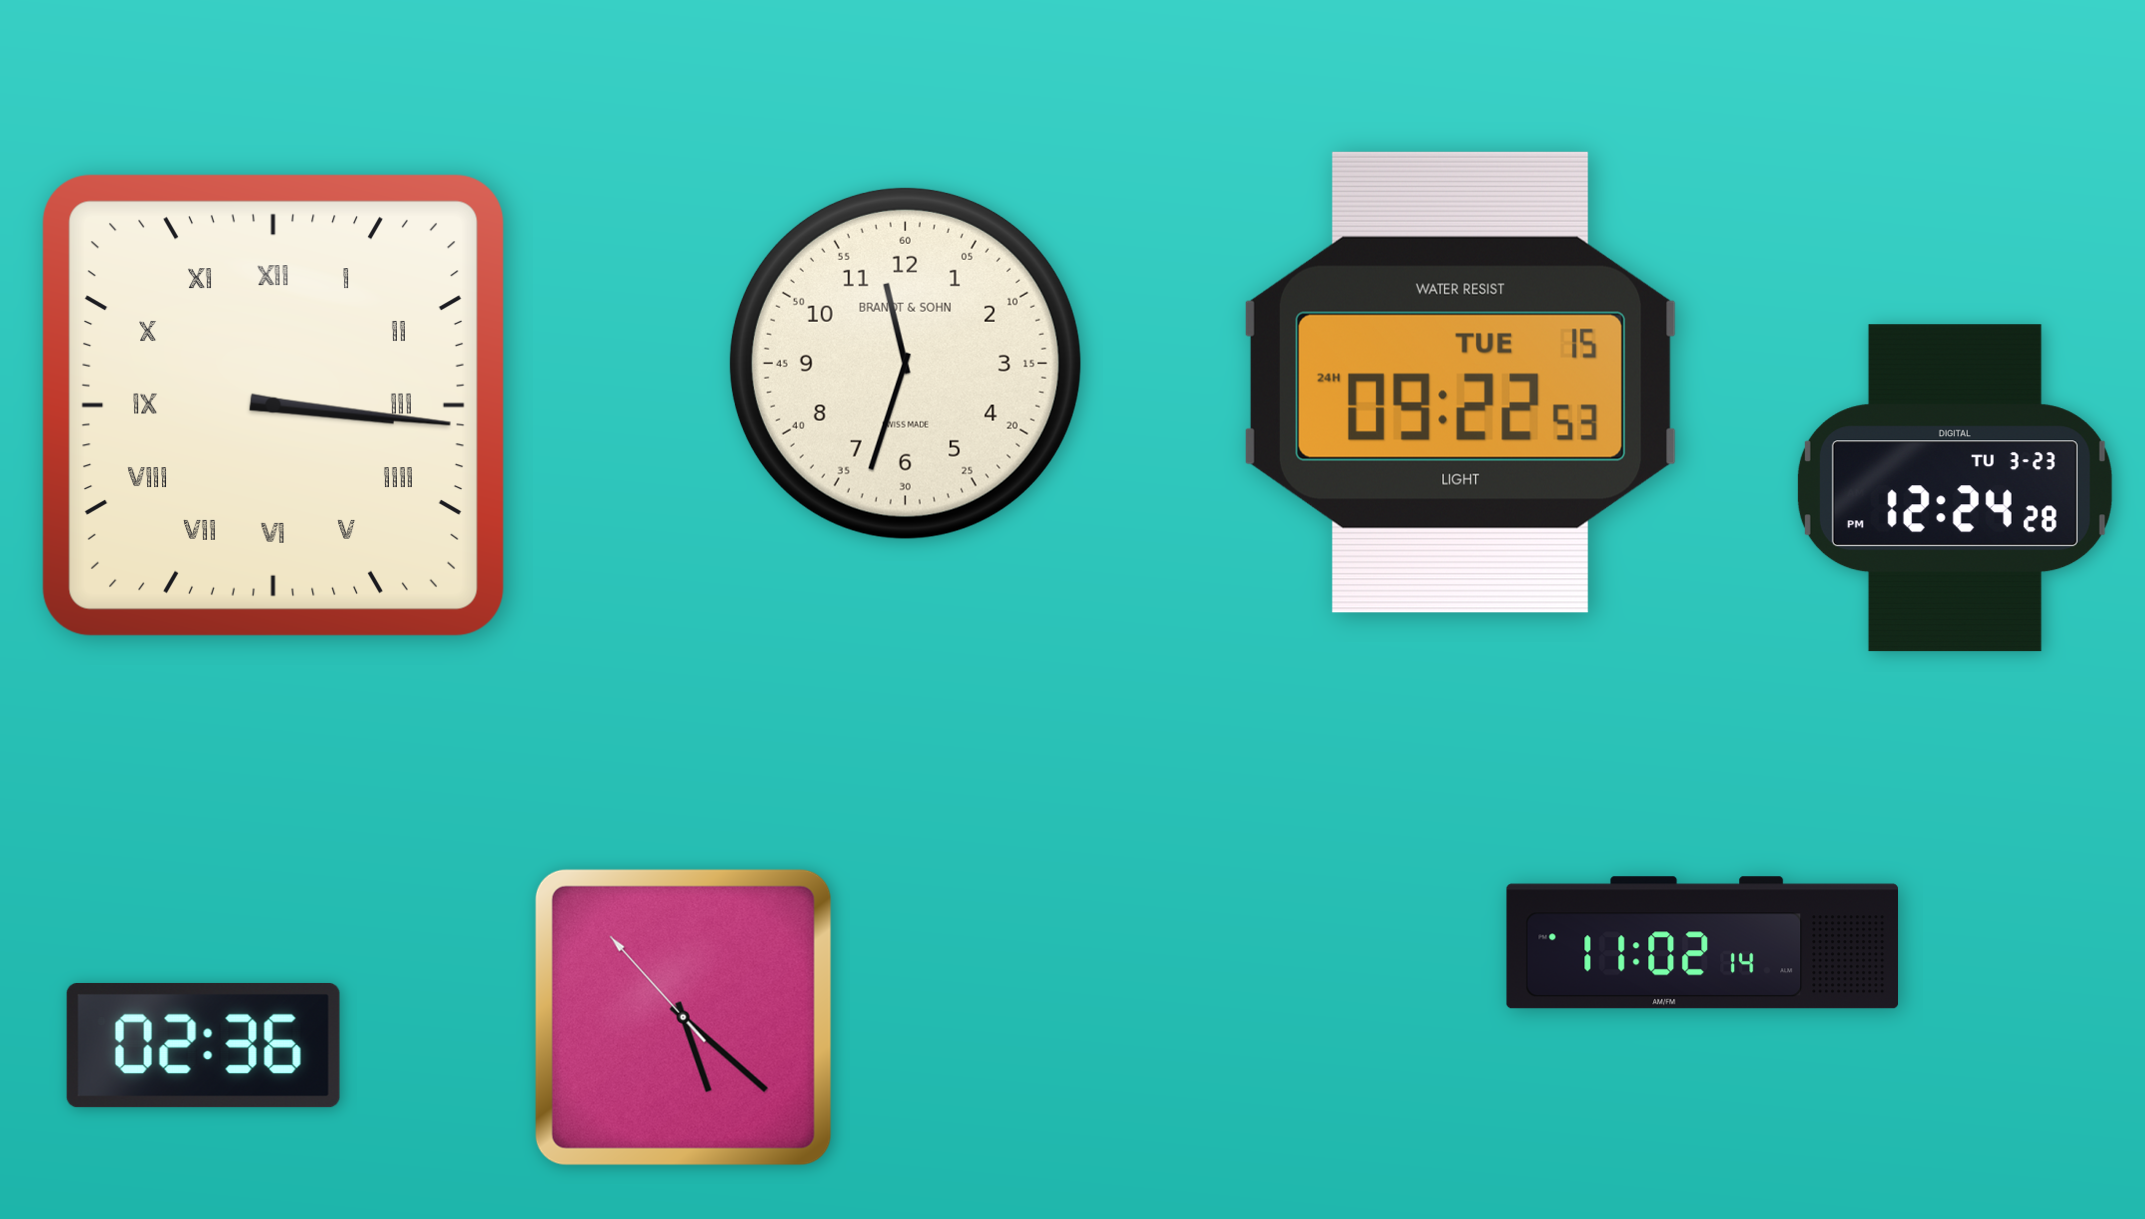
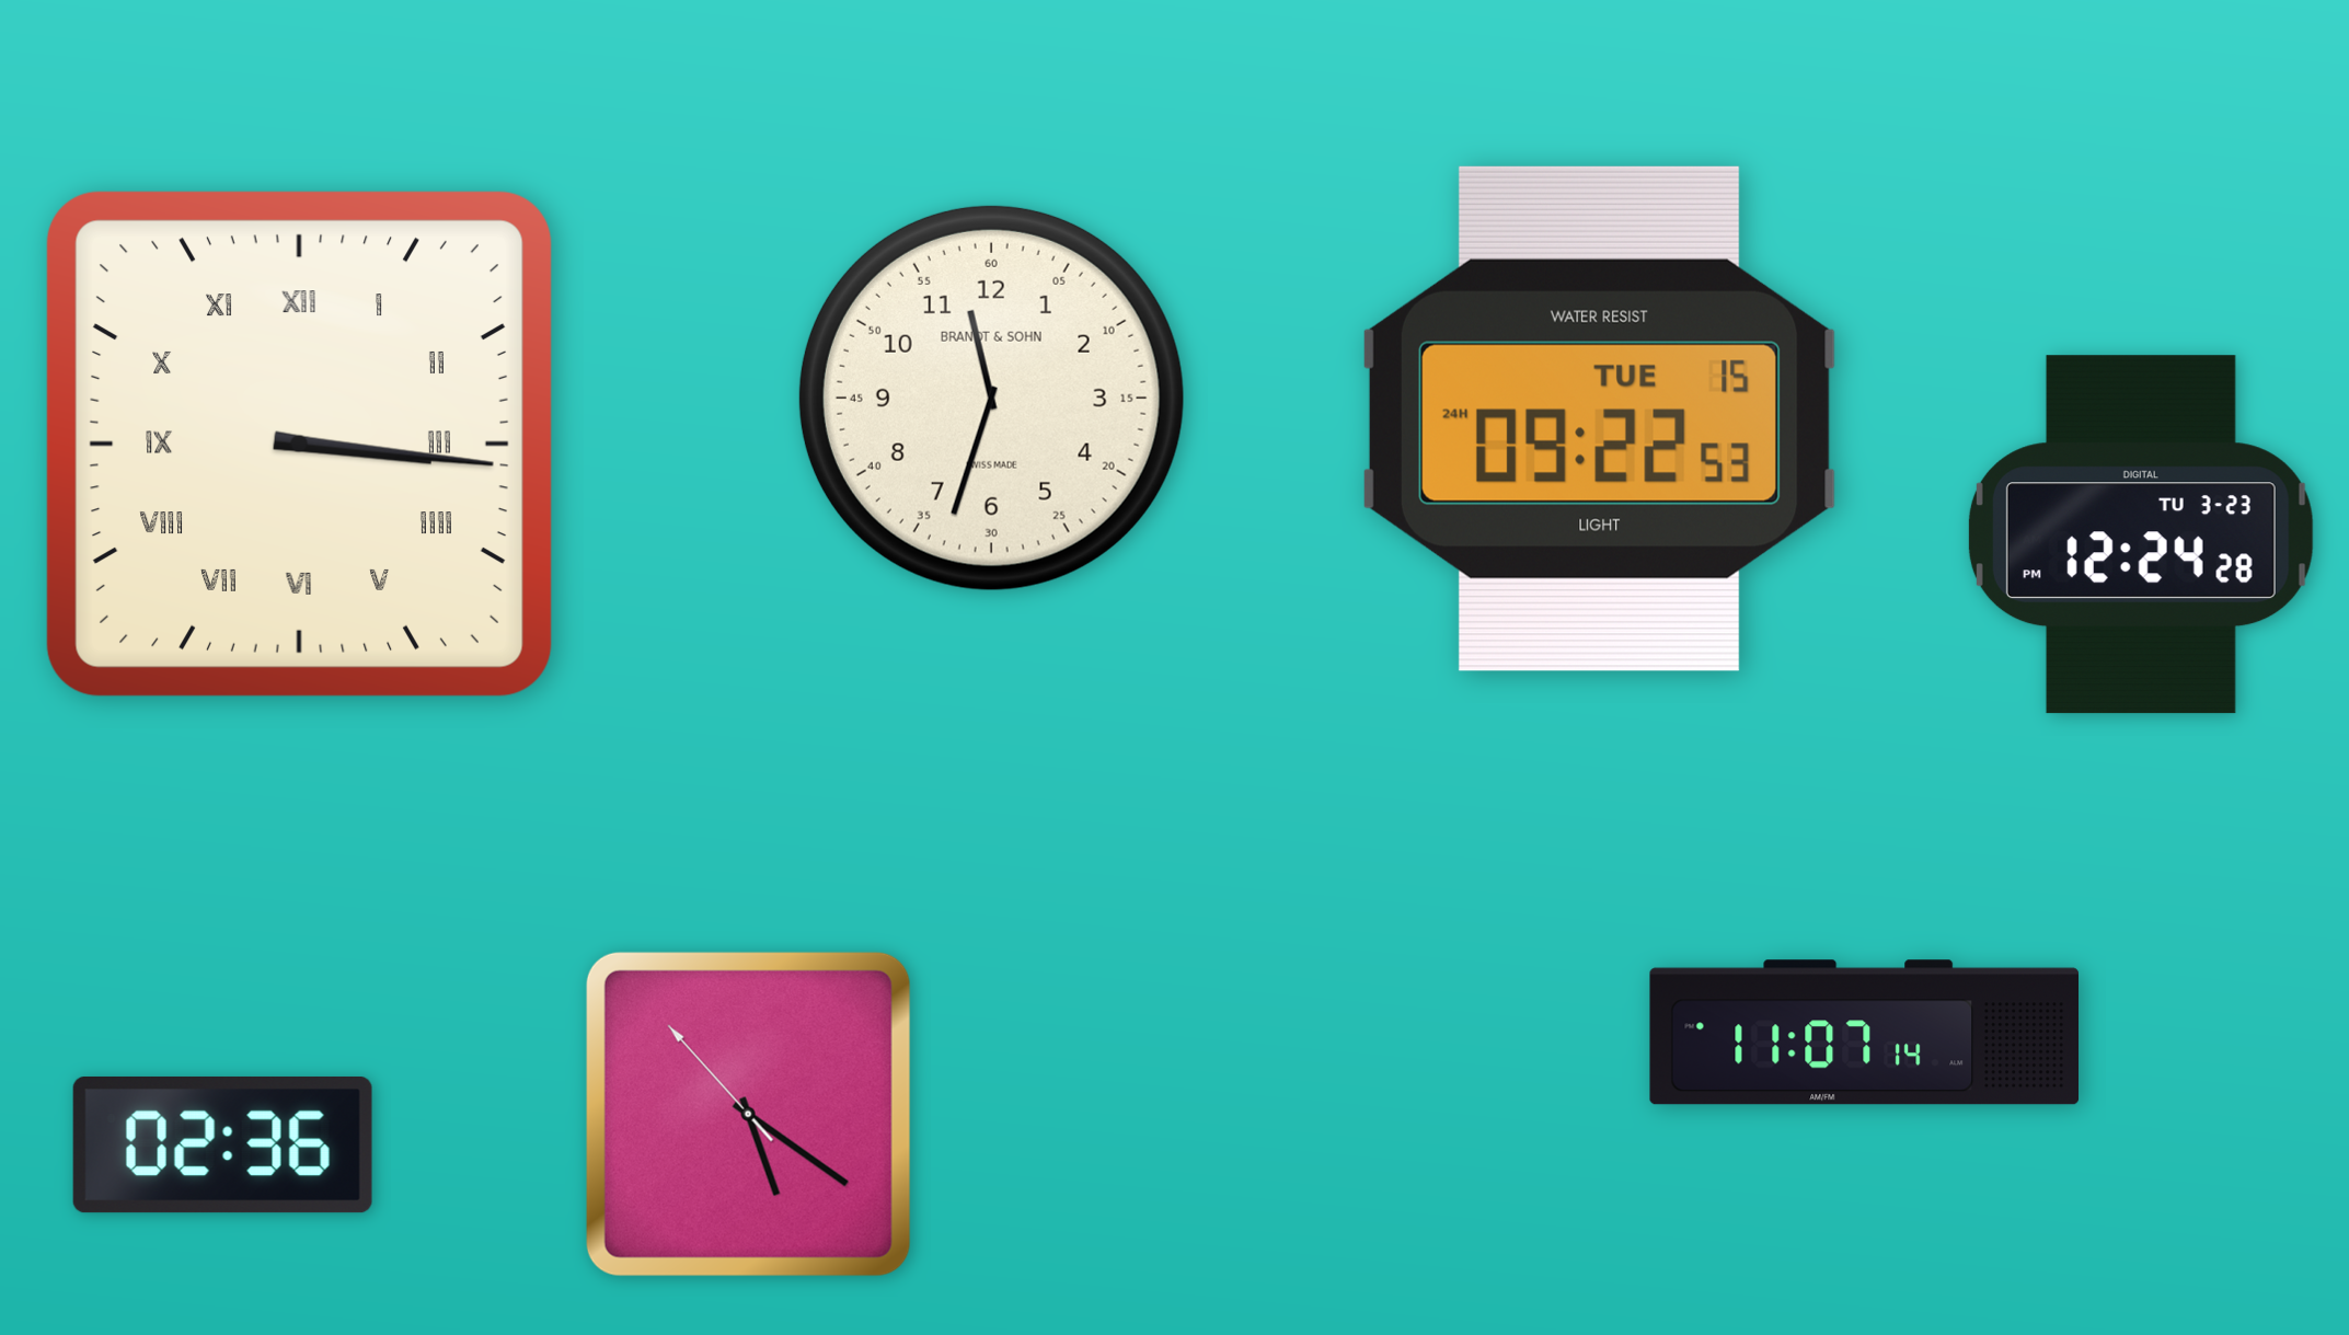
clock at (1703, 943): 11:02 -> 11:07
clock at (683, 1017): 5:21 -> 5:20
